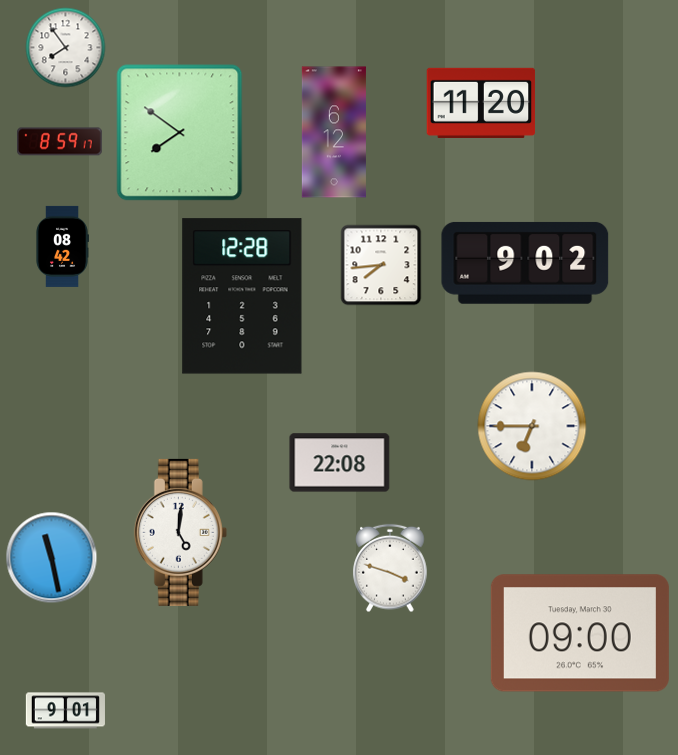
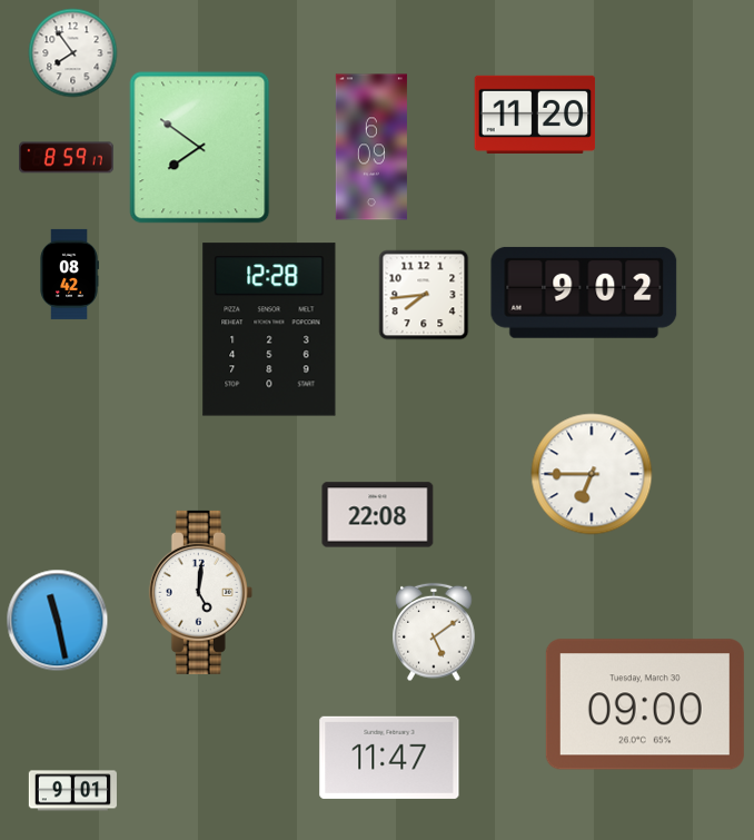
clock at (334, 132): 6:12 -> 6:09
clock at (390, 568): 3:48 -> 5:09
clock at (389, 758): none -> 11:47
